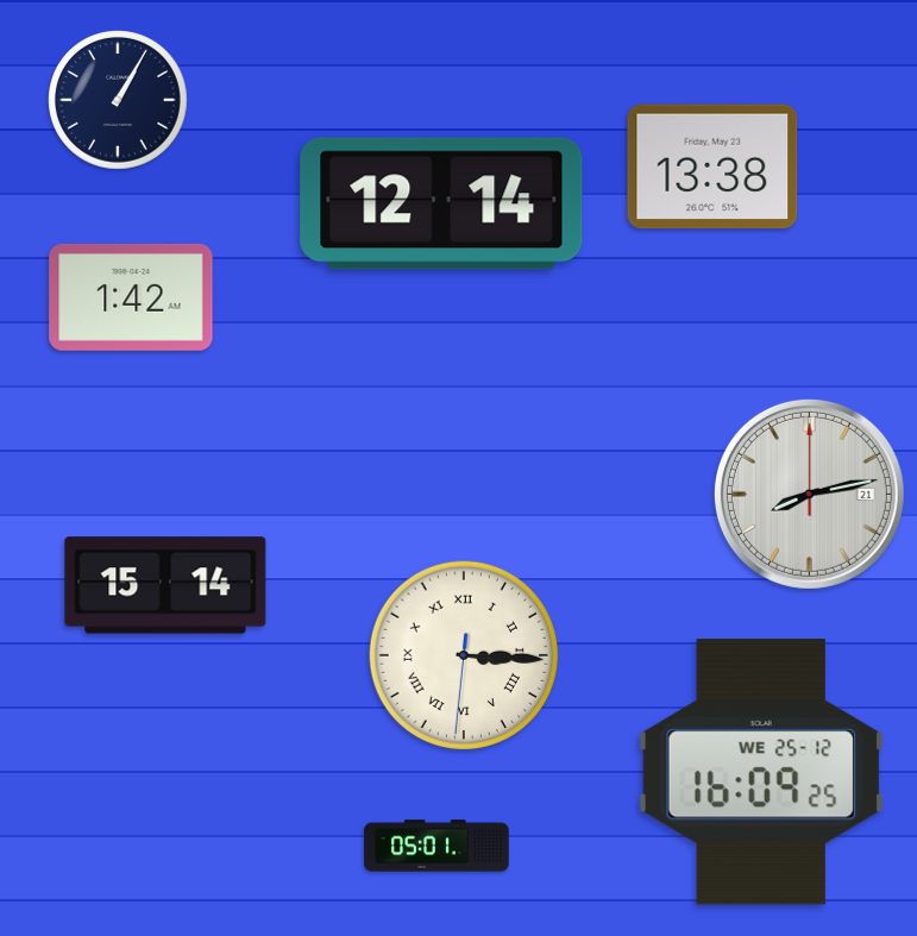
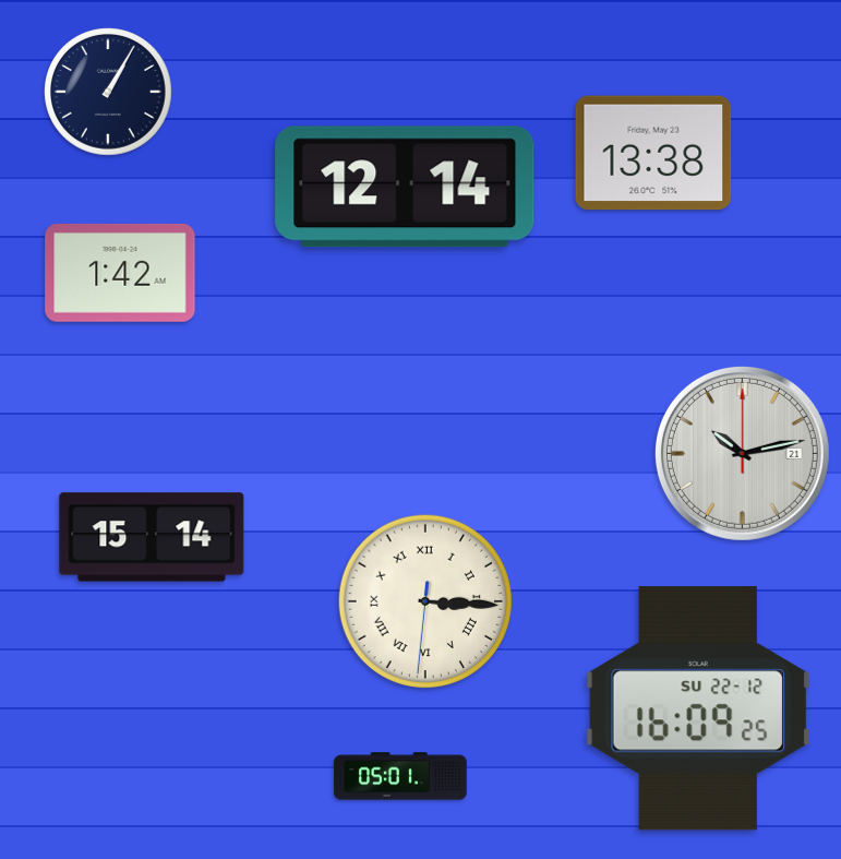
clock at (809, 494): 8:13 -> 10:13
clock at (761, 772) date: WE 25-12 -> SU 22-12
